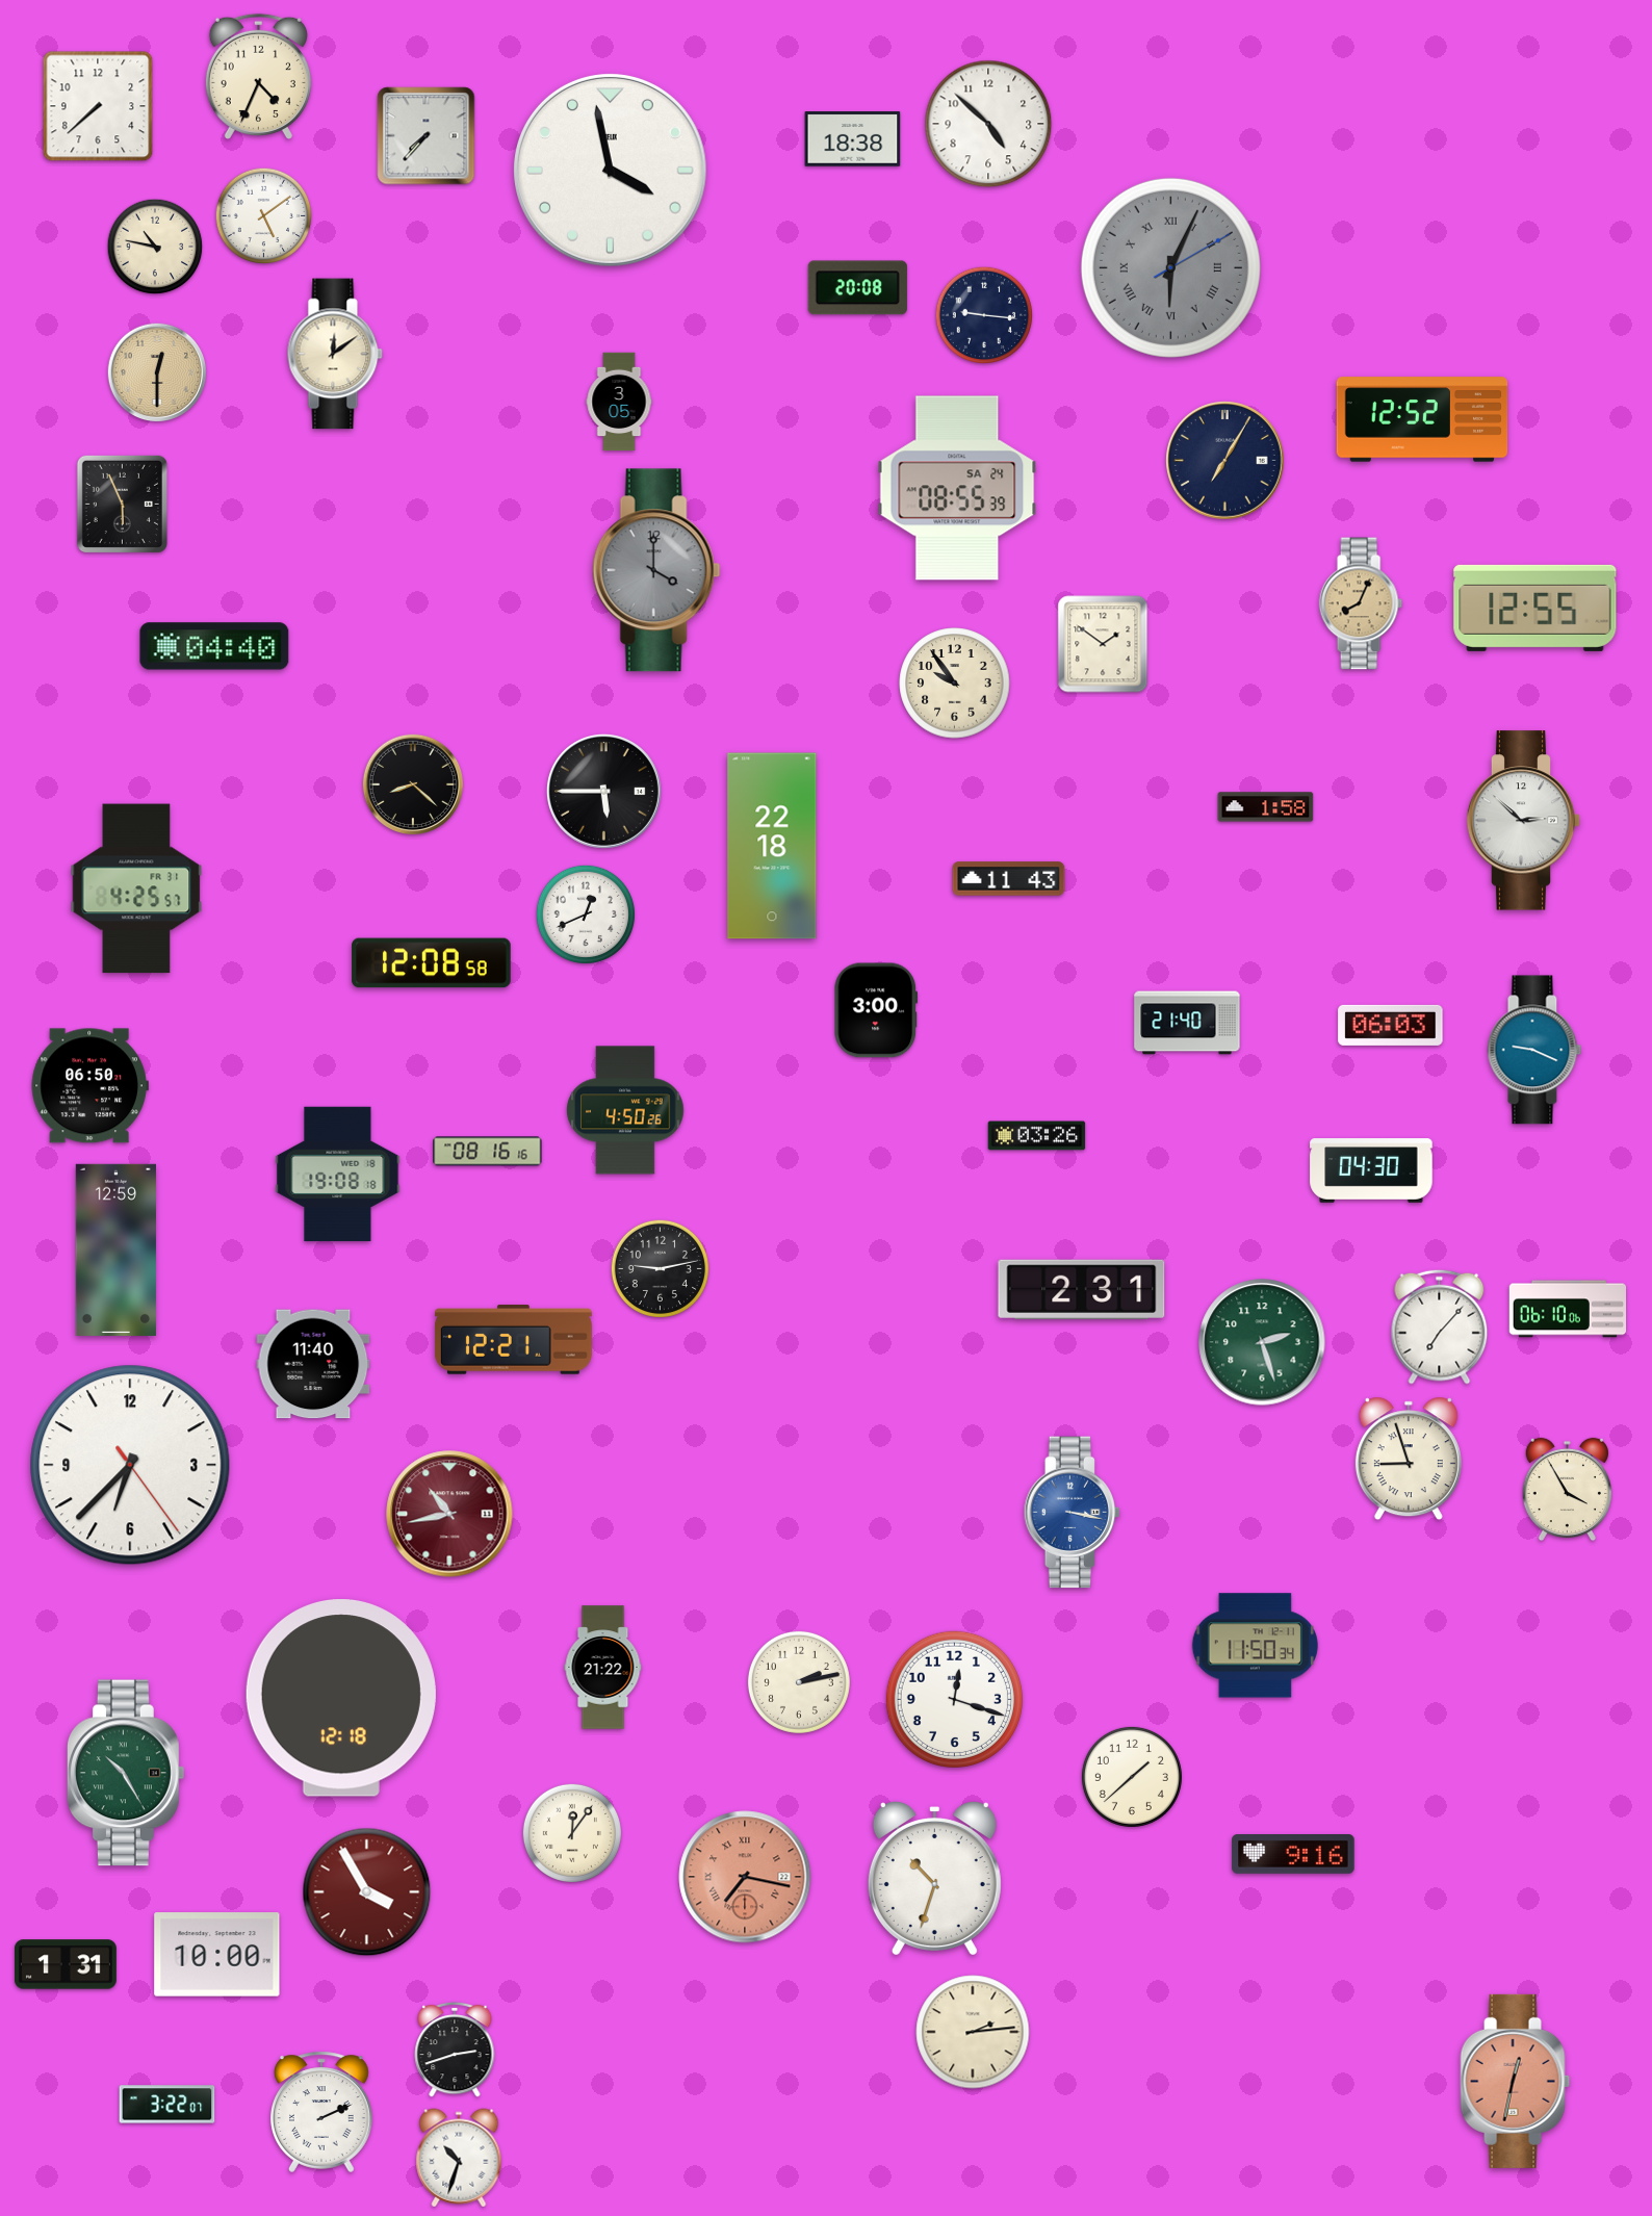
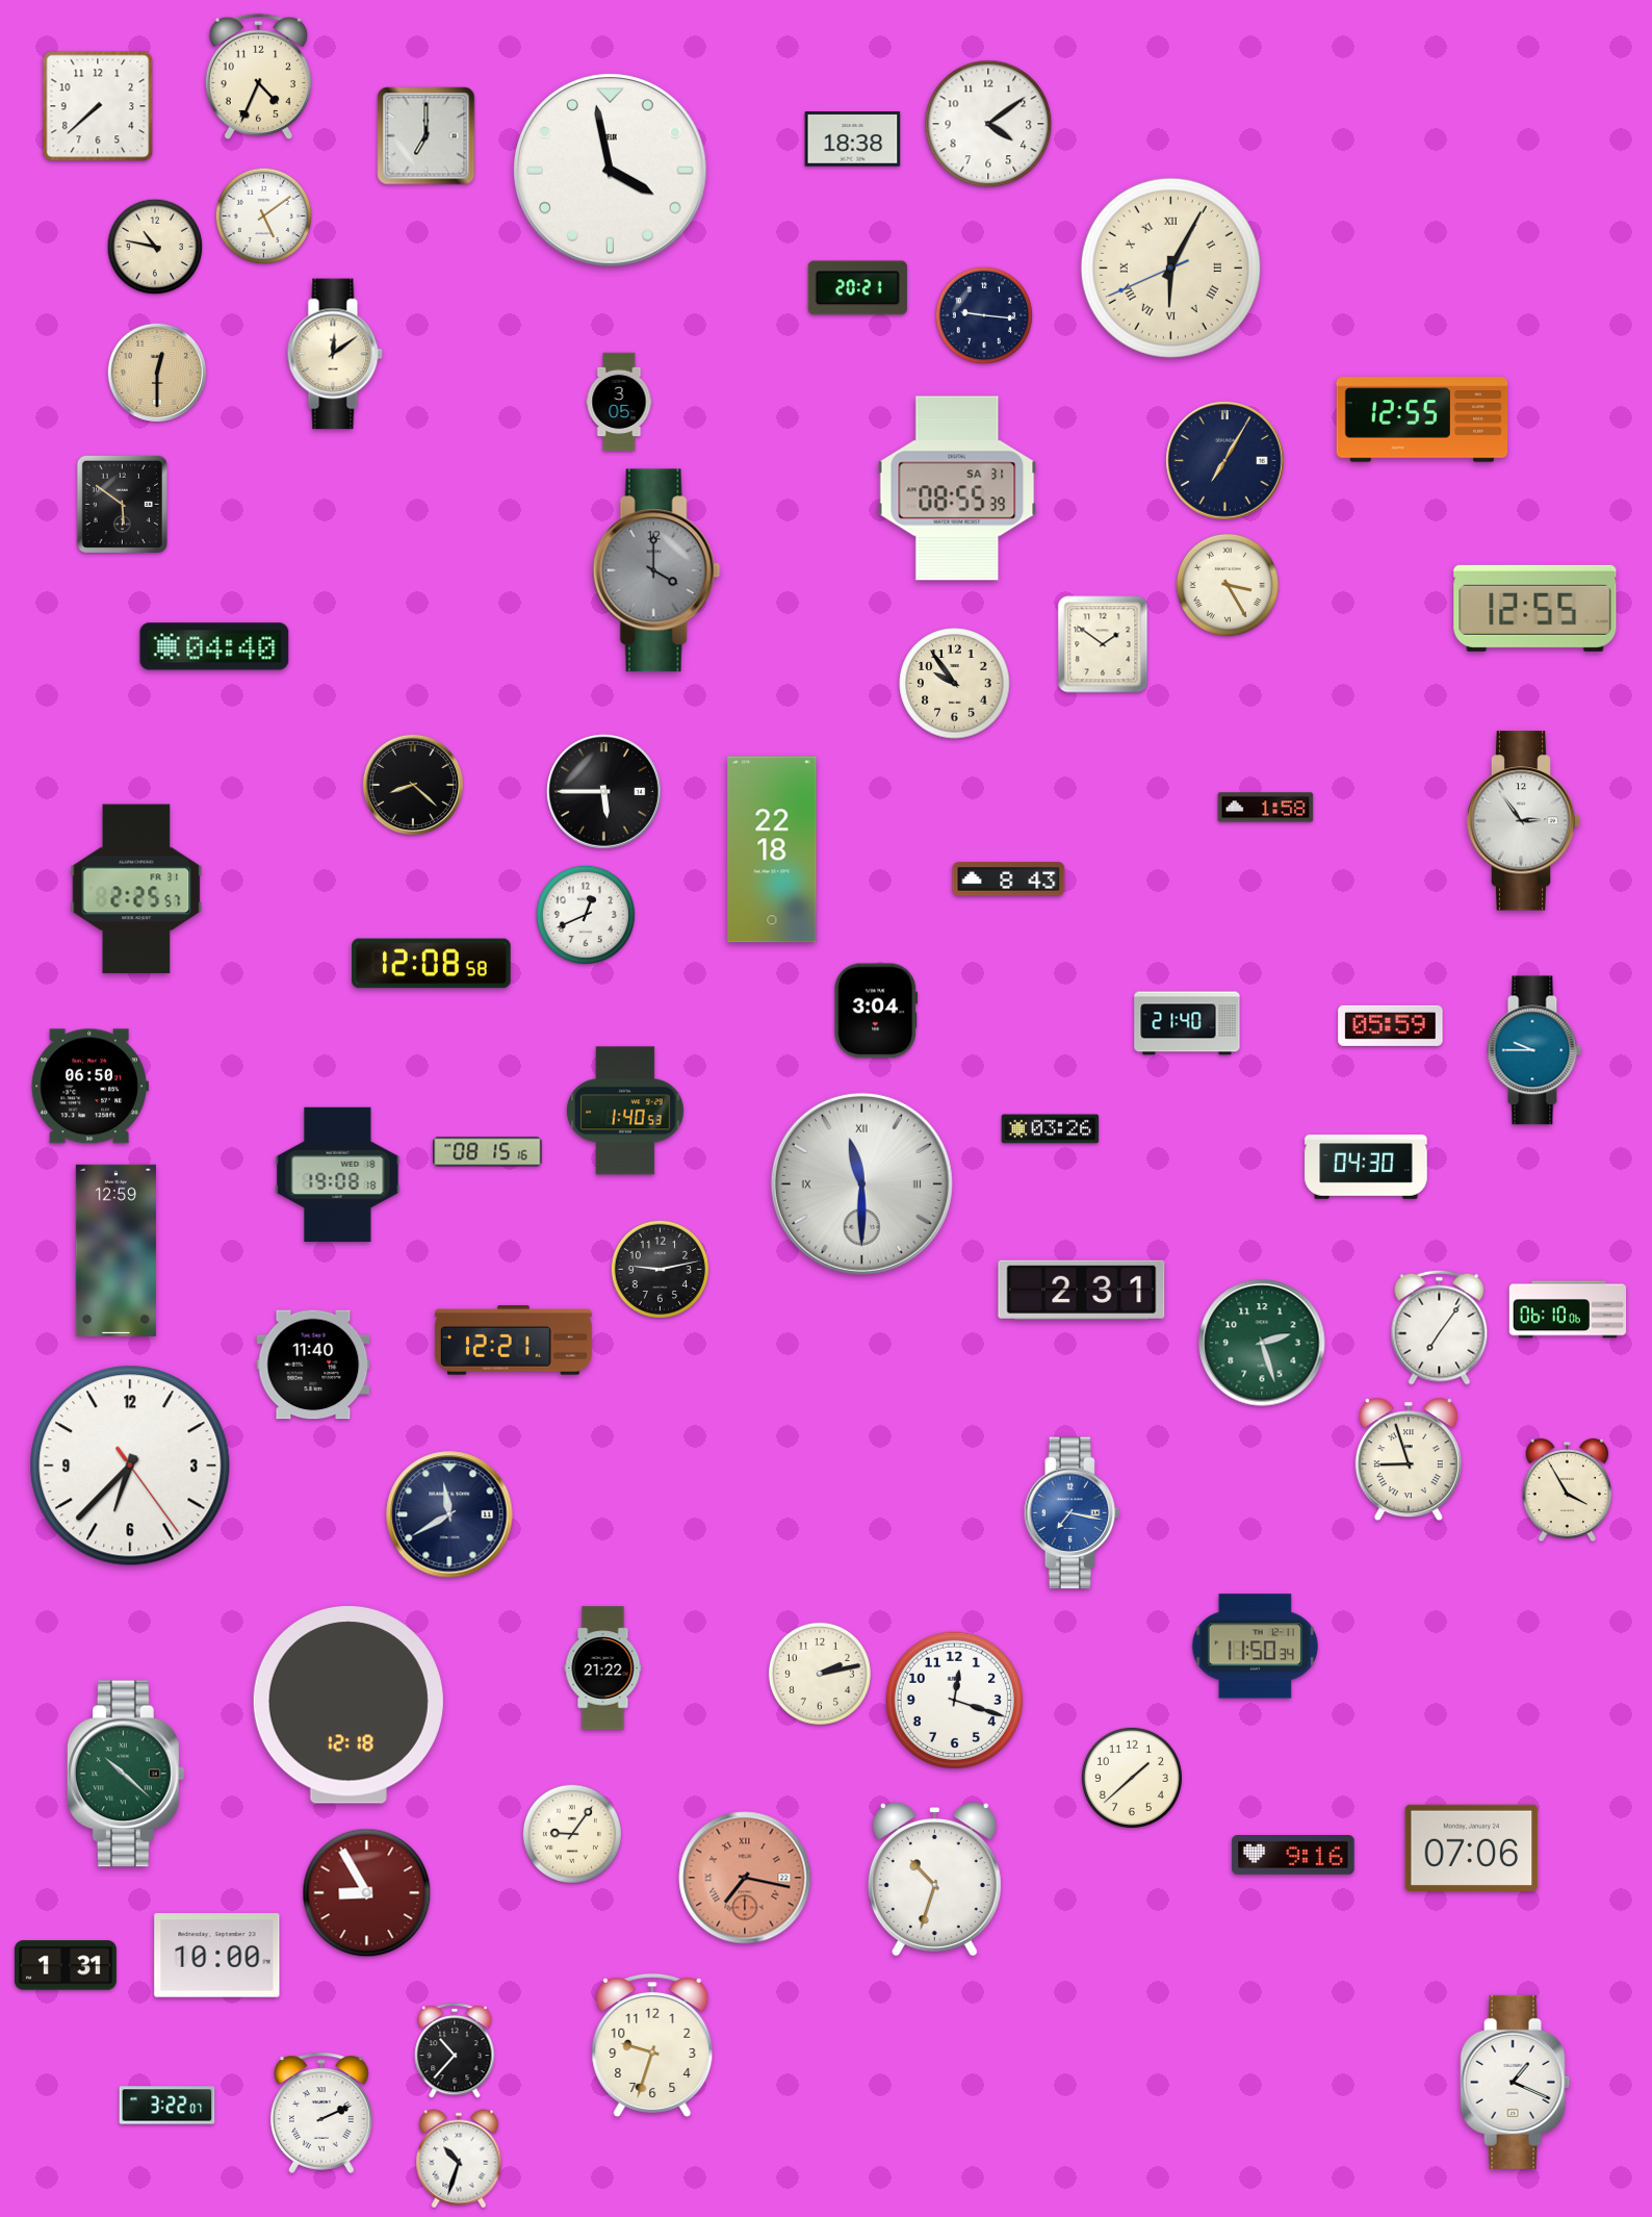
clock at (988, 124): 4:52 -> 4:09
clock at (427, 136): 7:37 -> 7:00
clock at (1170, 267): 6:04:10 -> 6:04:41
clock at (1170, 267) dial: grey -> cream
clock at (857, 288): 20:08 -> 20:21
clock at (1422, 419): 12:52 -> 12:55
clock at (957, 488) date: SA 24 -> SA 31
clock at (122, 504): 5:56 -> 5:51
clock at (1228, 585): none -> 3:25
clock at (1361, 603): 8:04 -> none
clock at (1524, 821): 2:52 -> 2:54
clock at (772, 846) position: (772, 846) -> (772, 849)
clock at (1009, 879): 11:43 -> 8:43
clock at (136, 888): 4:25 -> 2:25
clock at (876, 1010): 3:00 -> 3:04
clock at (1391, 1025): 06:03 -> 05:59
clock at (1534, 1050): 9:19 -> 9:45
clock at (625, 1110): 4:50 -> 1:40
clock at (1037, 1136) position: (1037, 1136) -> (1051, 1129)
clock at (488, 1152): 08:16 -> 08:15
clock at (1371, 1170) position: (1371, 1170) -> (1366, 1167)
clock at (861, 1183): none -> 11:30
clock at (1440, 1326): 7:07 -> 7:06
clock at (1073, 1513): 3:17 -> 7:17
clock at (449, 1514): 10:43 -> 11:40
clock at (449, 1514) dial: burgundy -> navy
clock at (799, 1682) position: (799, 1682) -> (820, 1674)
clock at (341, 1698) position: (341, 1698) -> (349, 1705)
clock at (126, 1773): 10:25 -> 10:22
clock at (572, 1833): 12:06 -> 9:06
clock at (1472, 1847): none -> 07:06
clock at (367, 1892): 3:55 -> 8:55
clock at (973, 2032): 2:14 -> none
clock at (652, 2045): none -> 9:33
clock at (455, 2050): 2:42 -> 10:37
clock at (1516, 2081): 12:32 -> 1:19
clock at (1516, 2081) dial: salmon -> white
